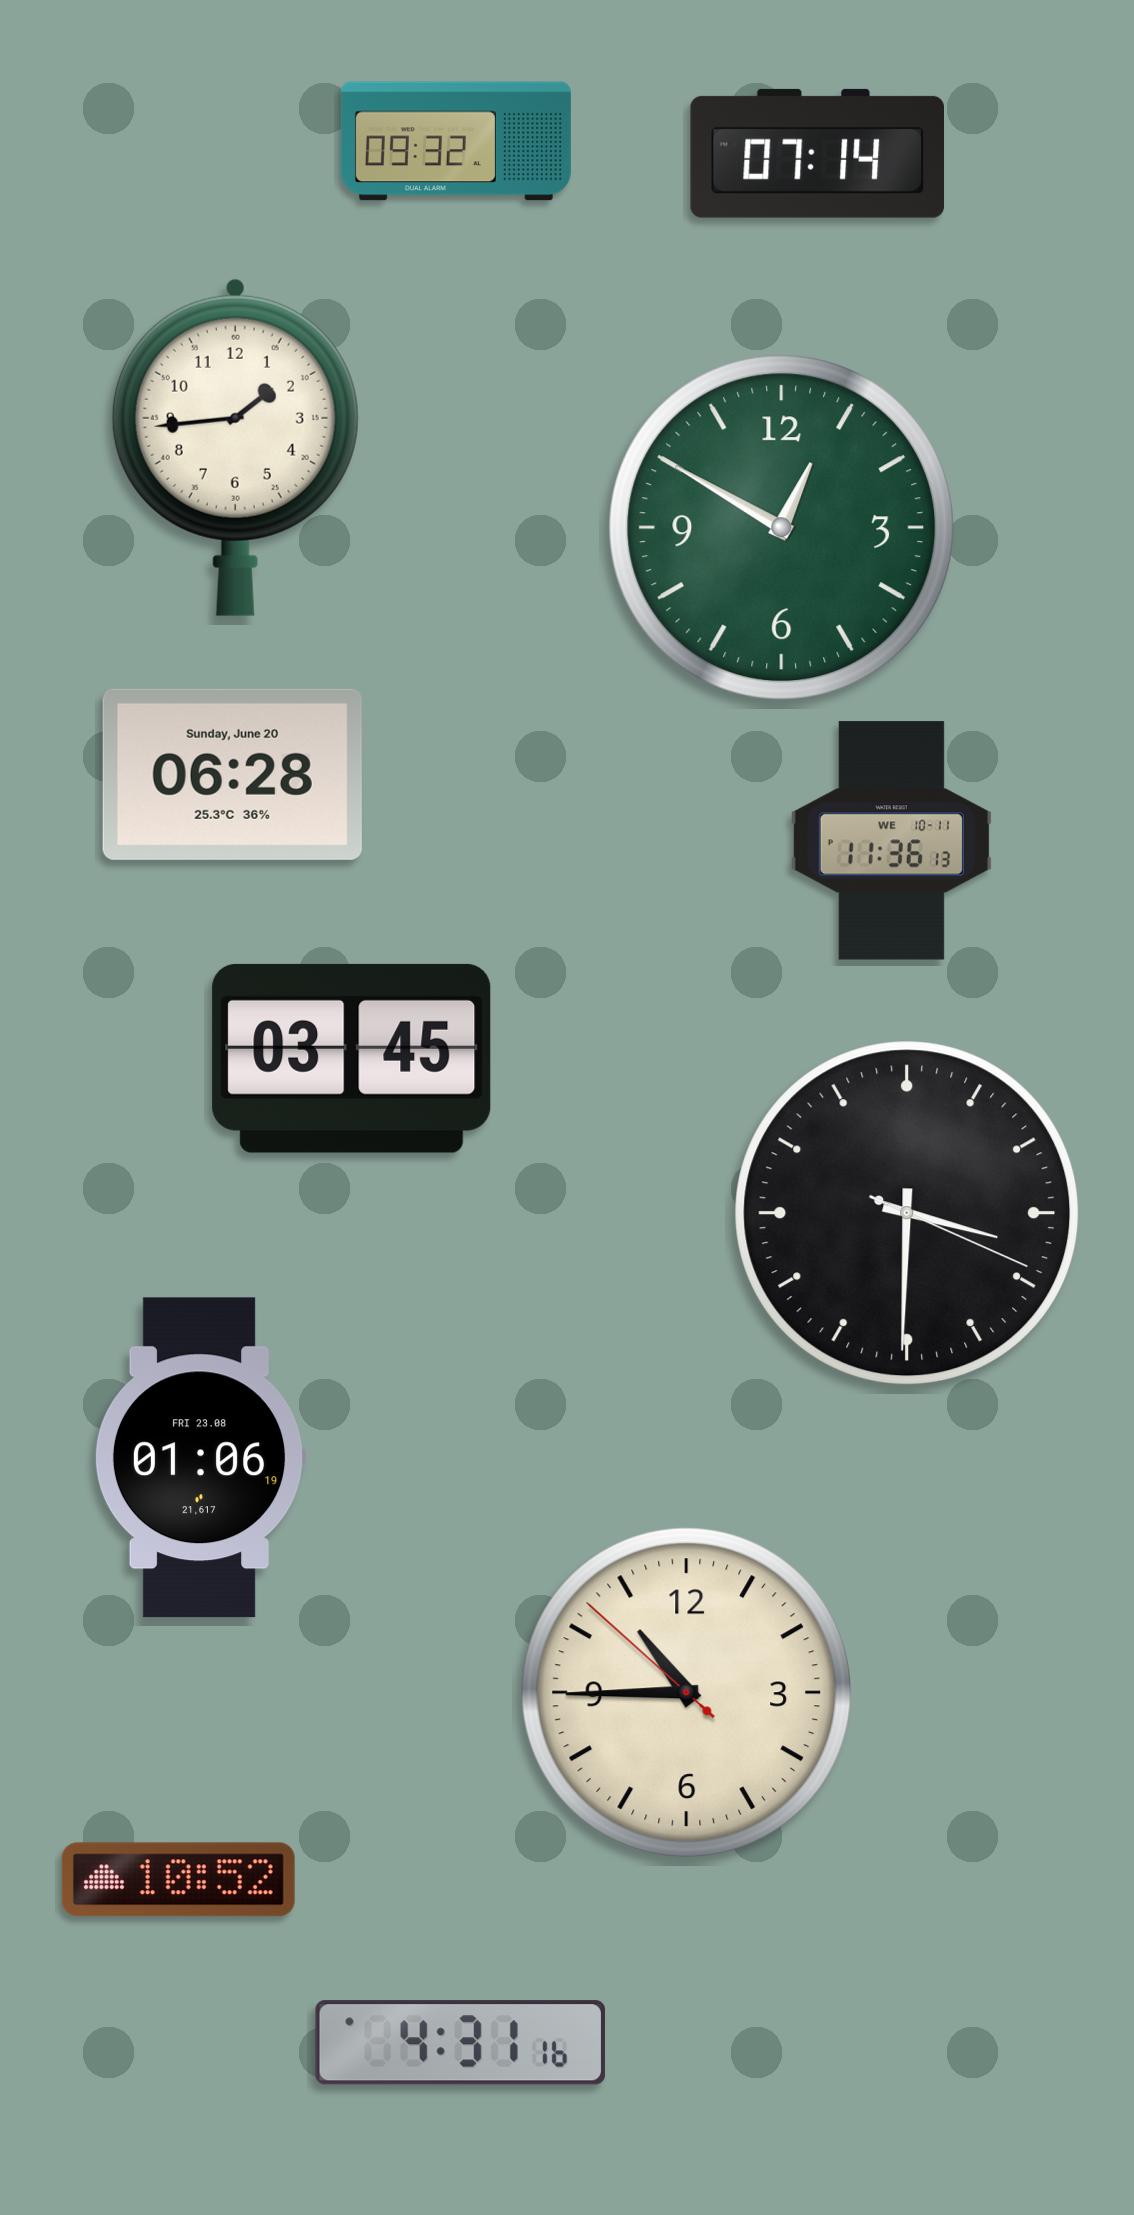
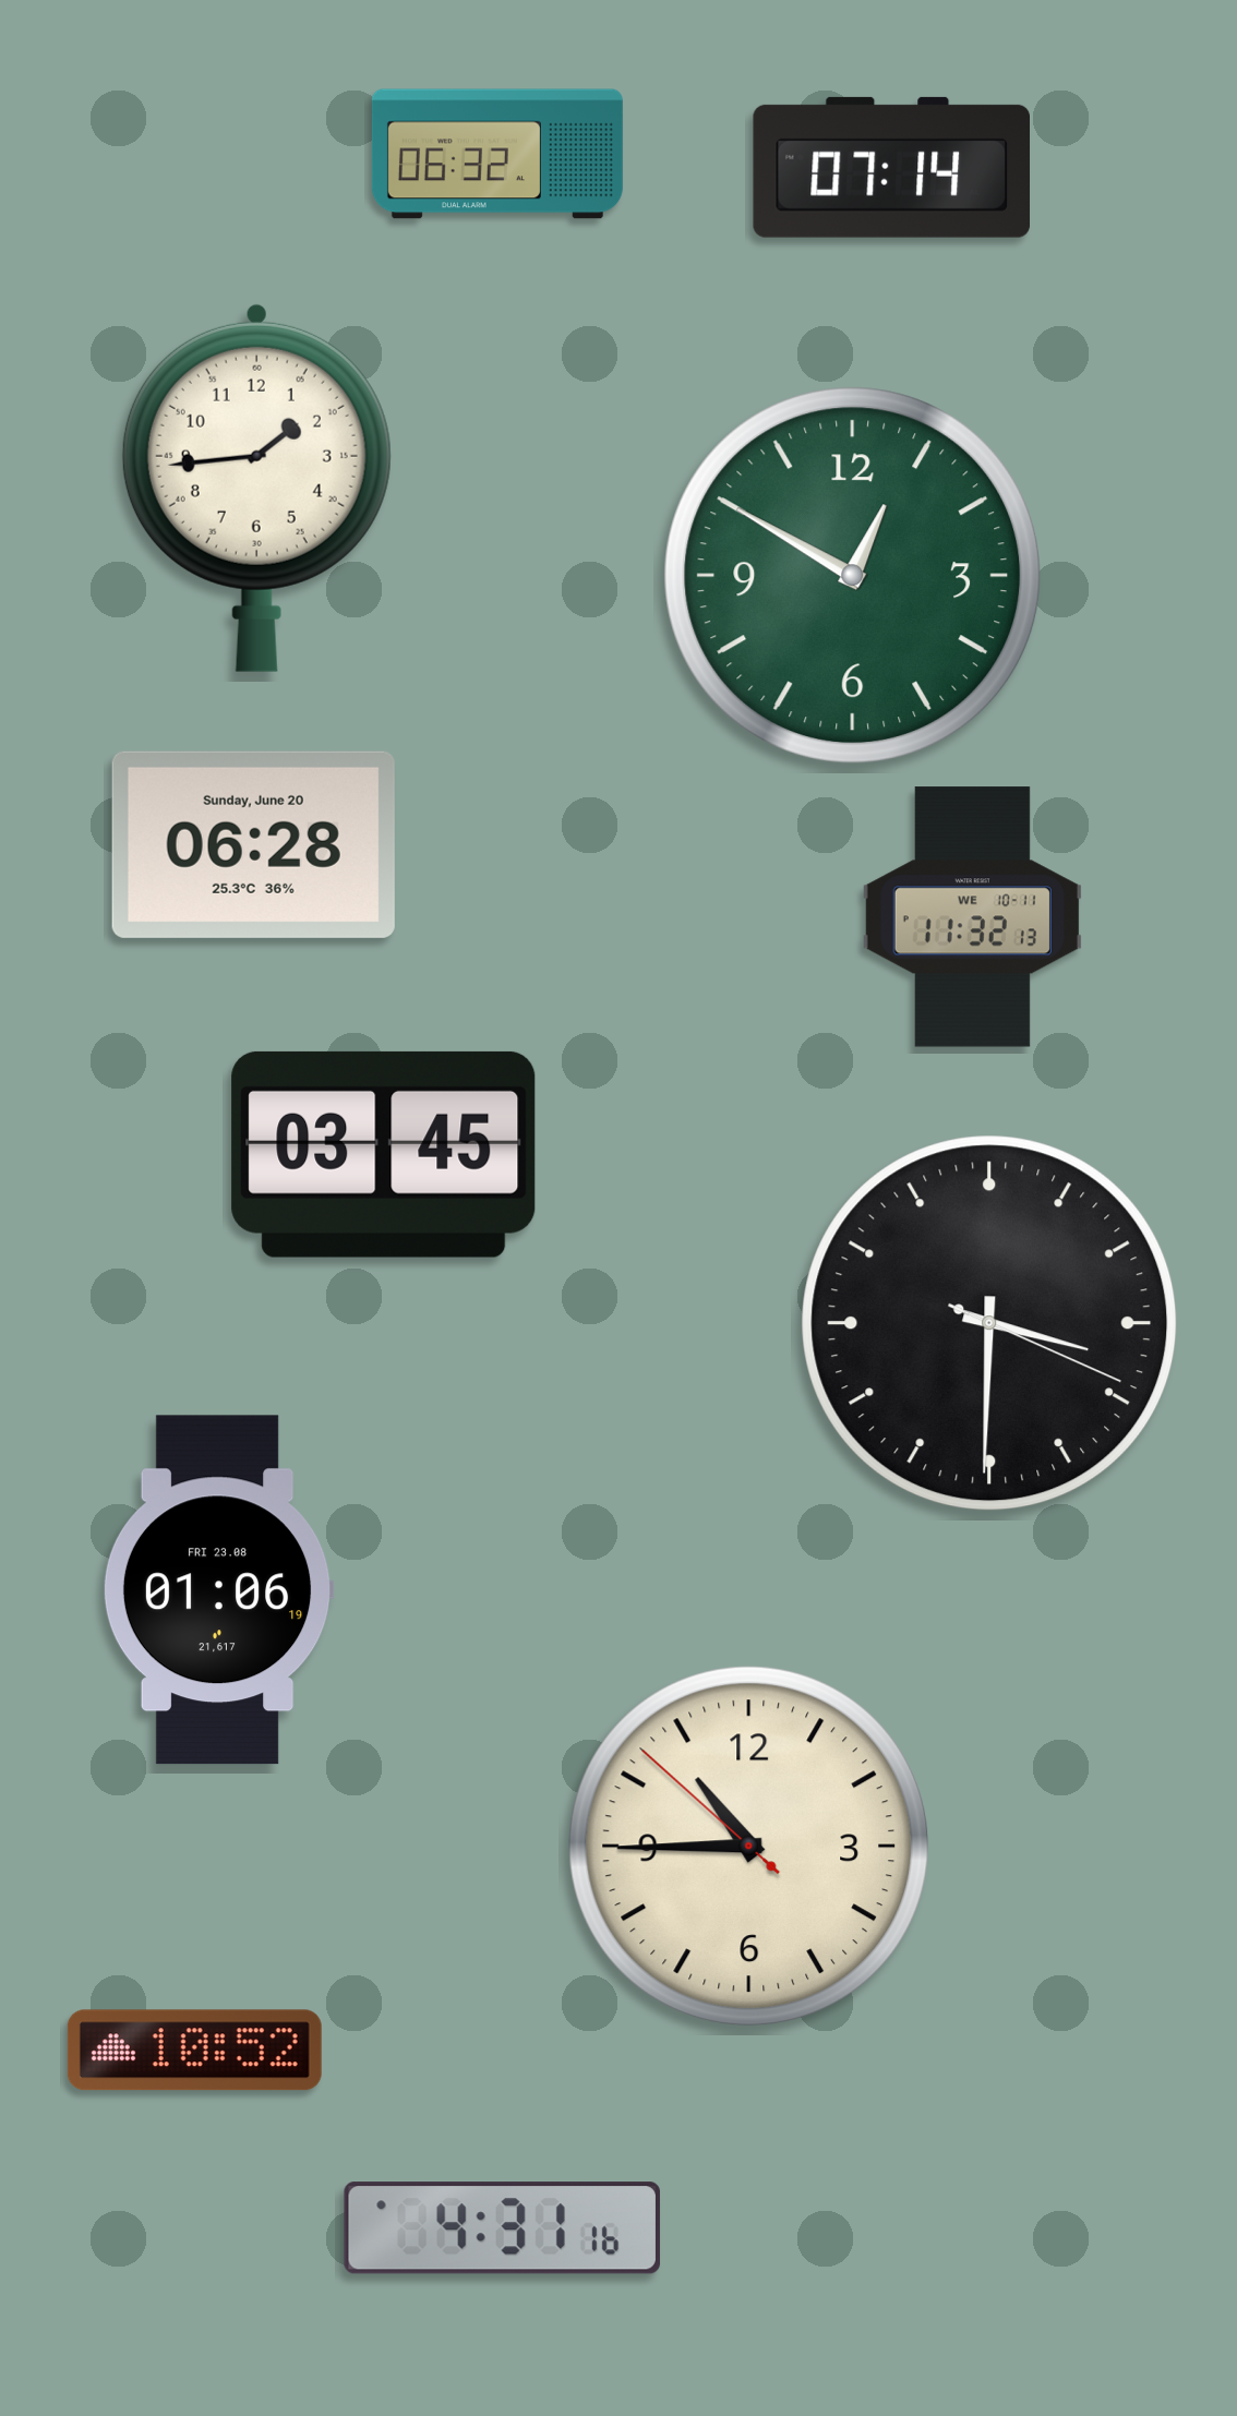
clock at (456, 141): 09:32 -> 06:32
clock at (891, 841): 11:36 -> 11:32
